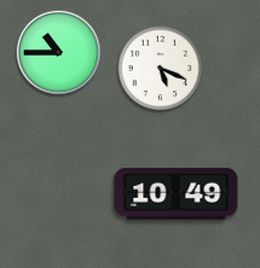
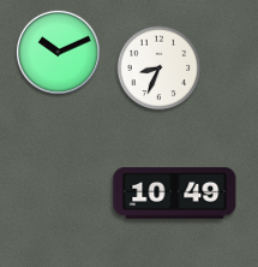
clock at (58, 52): 10:45 -> 10:11
clock at (161, 69): 5:19 -> 8:34
